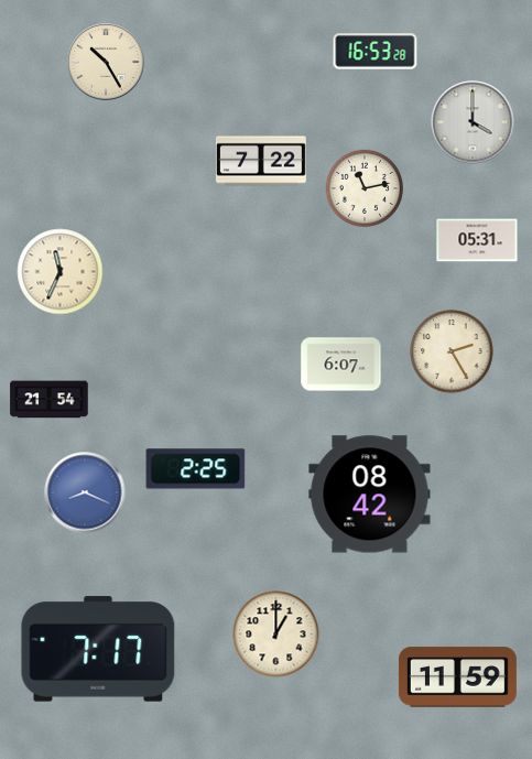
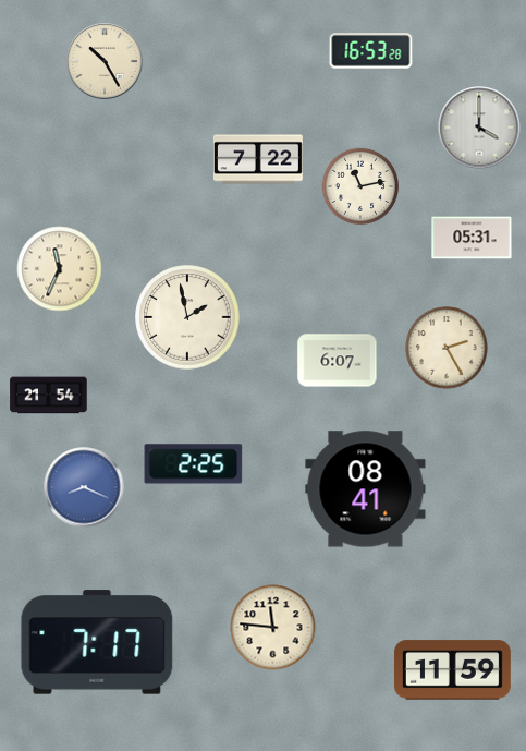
clock at (473, 122) position: (473, 122) -> (479, 128)
clock at (187, 317): none -> 1:58
clock at (370, 495): 08:42 -> 08:41
clock at (276, 635): 1:00 -> 11:46
